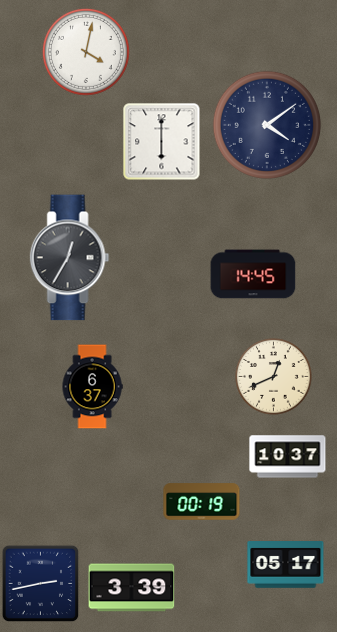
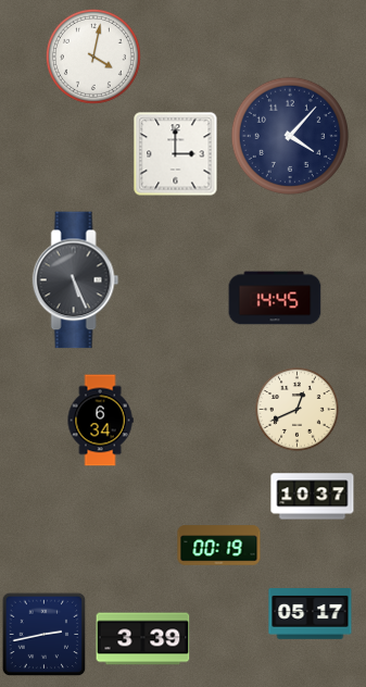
clock at (267, 125): 4:09 -> 4:07
clock at (162, 142): 6:00 -> 3:00
clock at (70, 258): 12:35 -> 5:26
clock at (92, 387): 6:37 -> 6:34
